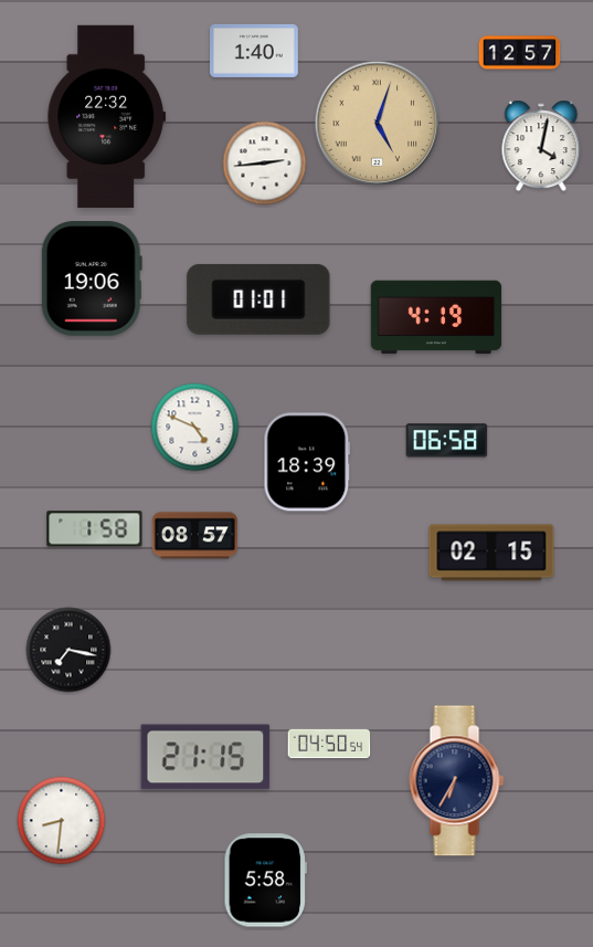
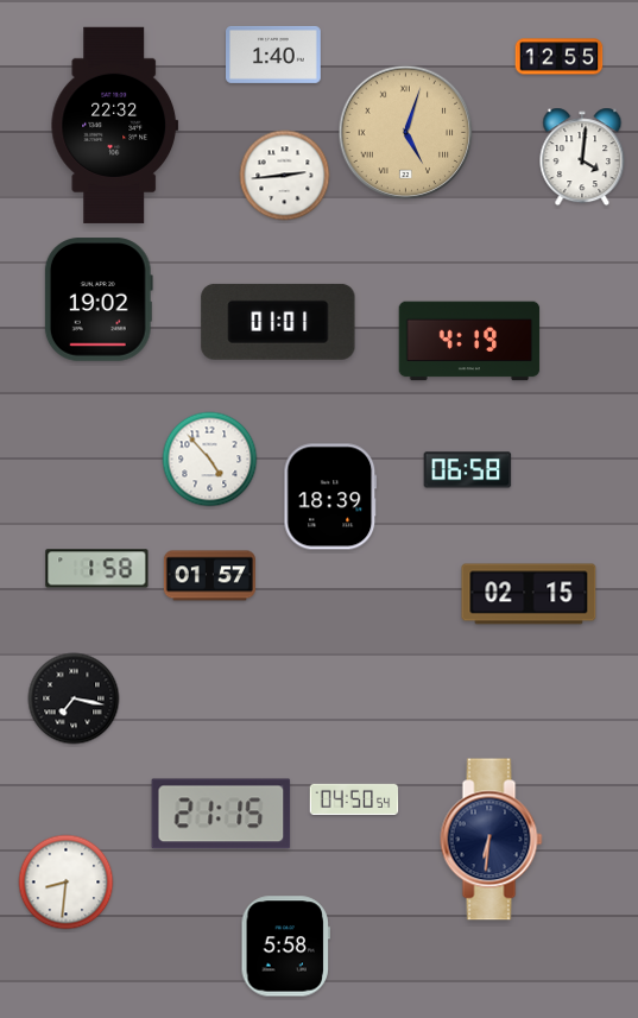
clock at (520, 53): 12:57 -> 12:55
clock at (541, 146): 4:02 -> 4:01
clock at (92, 278): 19:06 -> 19:02
clock at (195, 428): 4:49 -> 4:53
clock at (447, 441) position: (447, 441) -> (468, 470)
clock at (95, 529) position: (95, 529) -> (97, 569)
clock at (194, 536): 08:57 -> 01:57
clock at (457, 781): 6:35 -> 6:31
